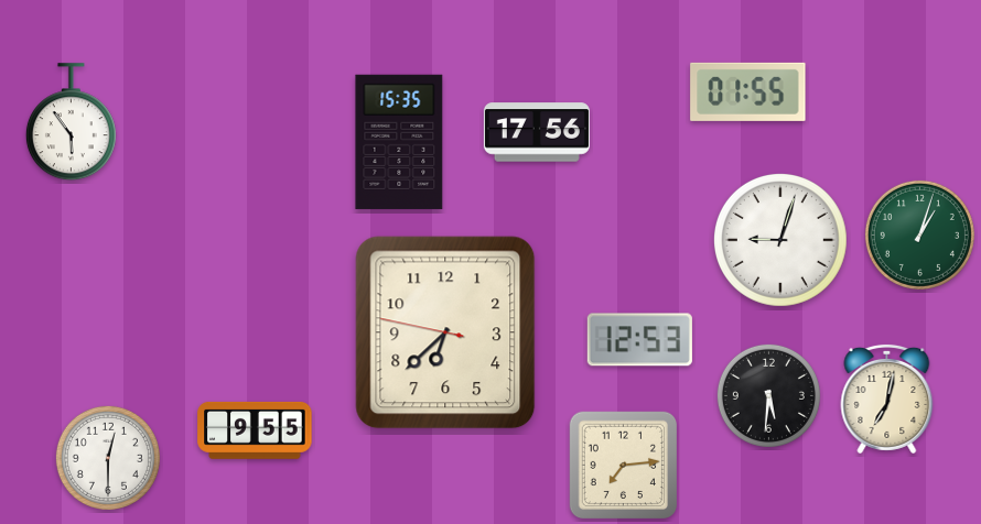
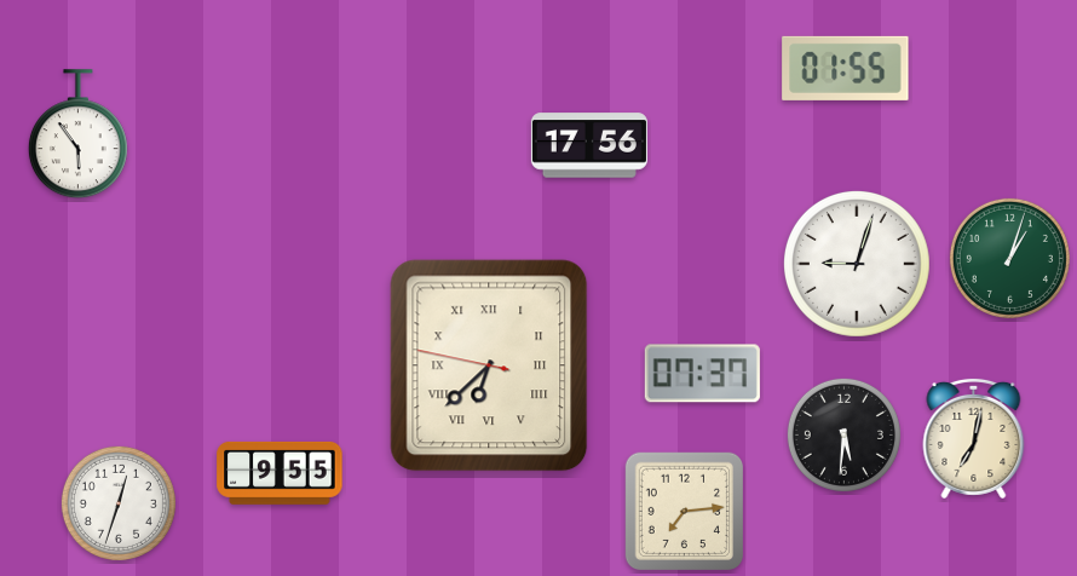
clock at (748, 91) position: (748, 91) -> (846, 68)
clock at (399, 142): 15:35 -> none
clock at (445, 332) numerals: Arabic -> Roman
clock at (639, 340): 12:53 -> 07:37
clock at (108, 458): 12:30 -> 12:33
